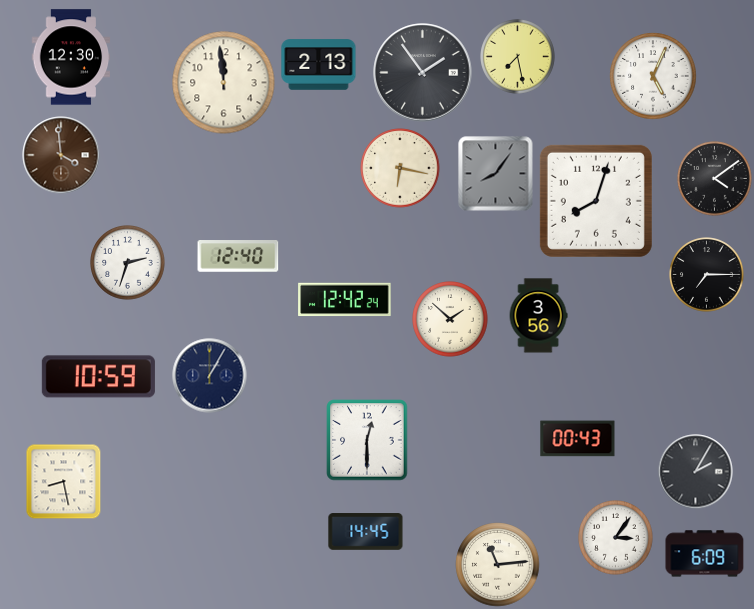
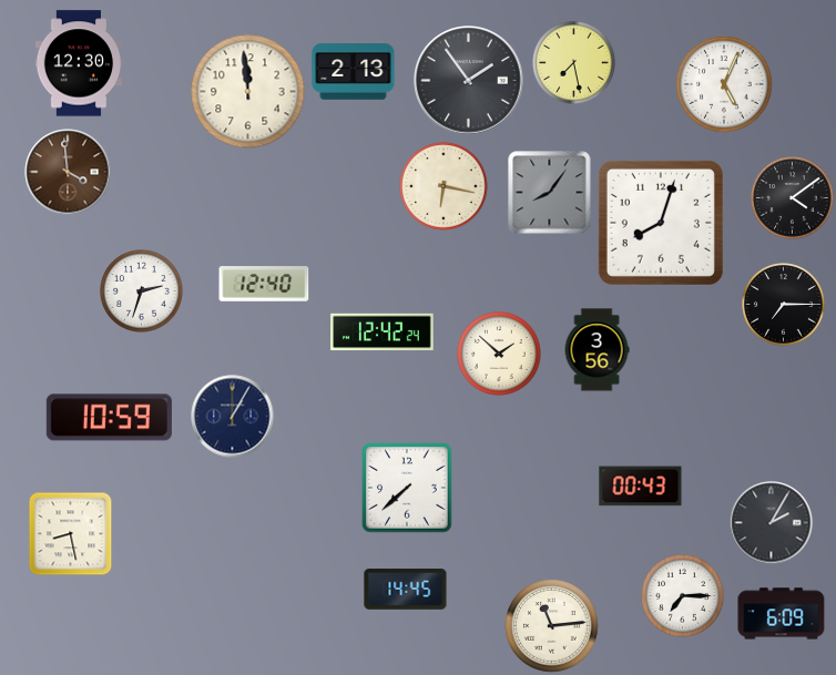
clock at (367, 440): 12:30 -> 7:38
clock at (616, 538): 3:06 -> 7:15
